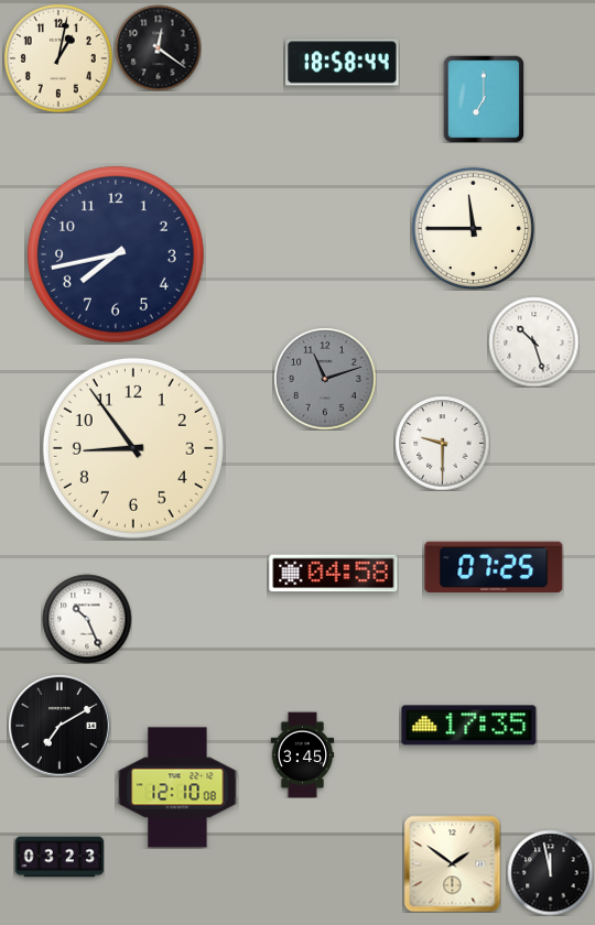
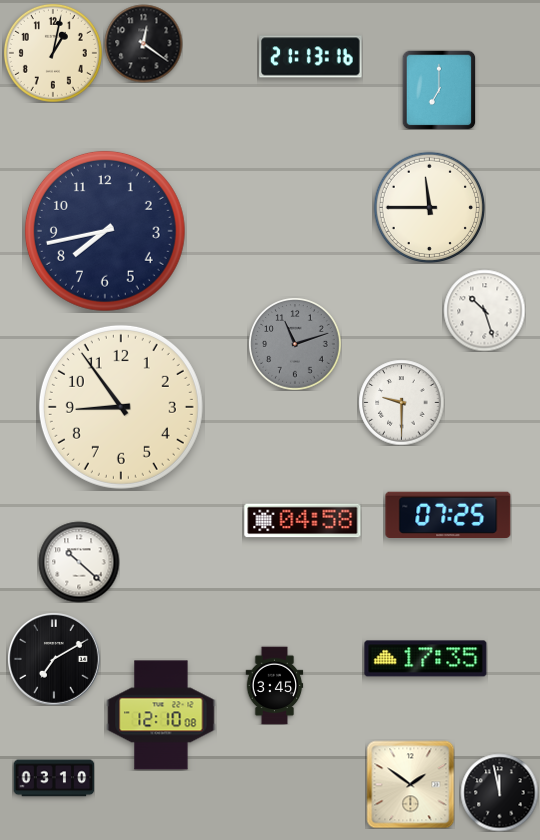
clock at (343, 63): 18:58 -> 21:13
clock at (87, 619): 10:26 -> 10:22
clock at (59, 857): 03:23 -> 03:10
